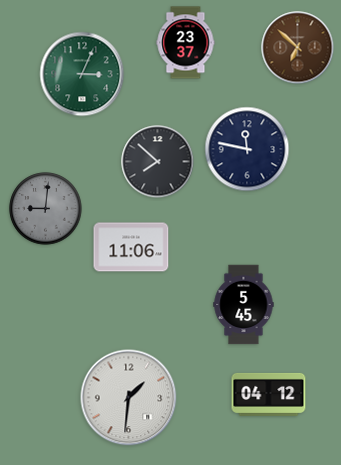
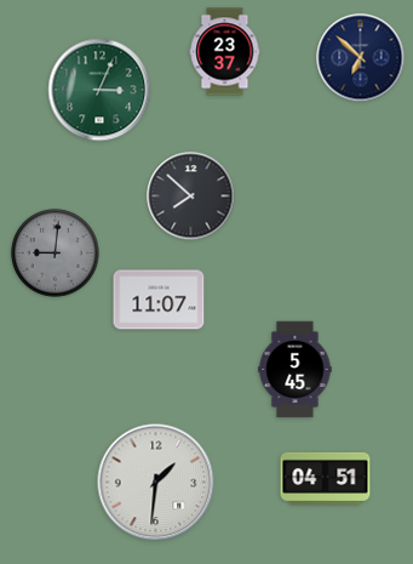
clock at (298, 48) dial: brown -> navy
clock at (247, 149): 11:47 -> none
clock at (131, 247): 11:06 -> 11:07
clock at (269, 394): 04:12 -> 04:51
